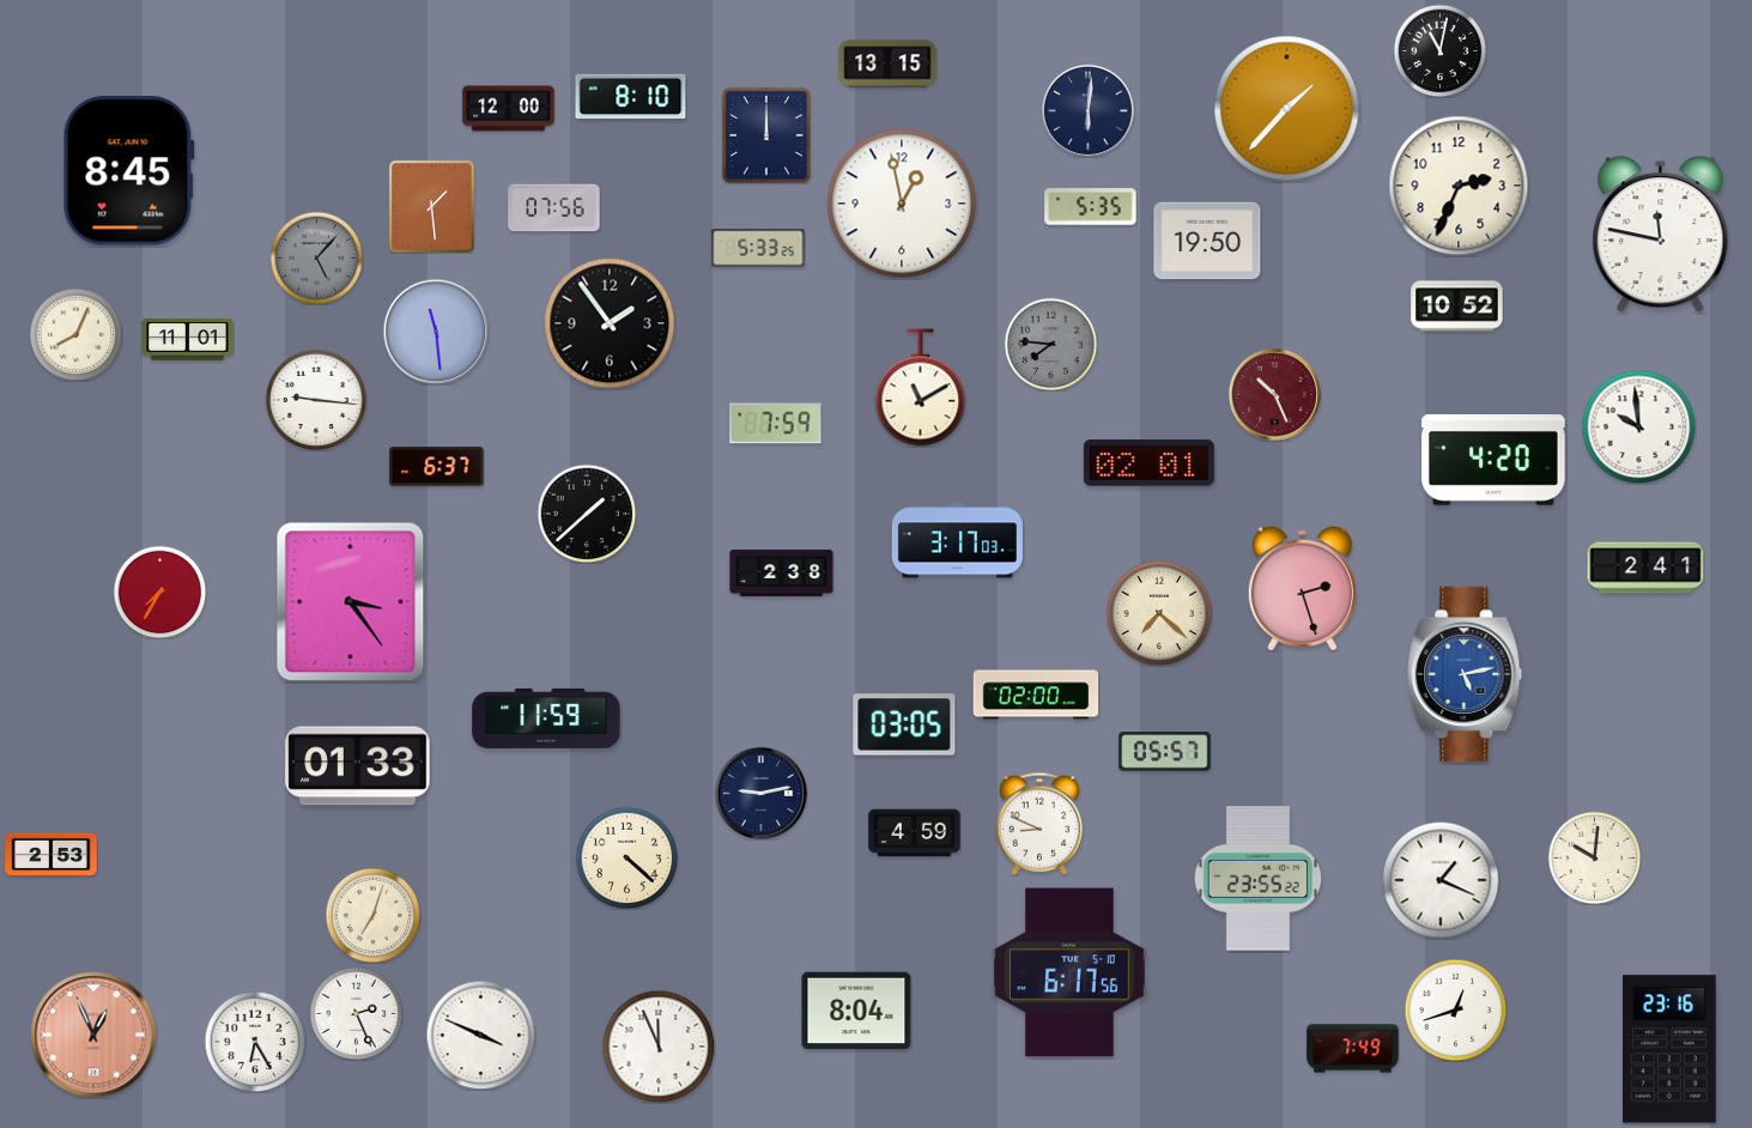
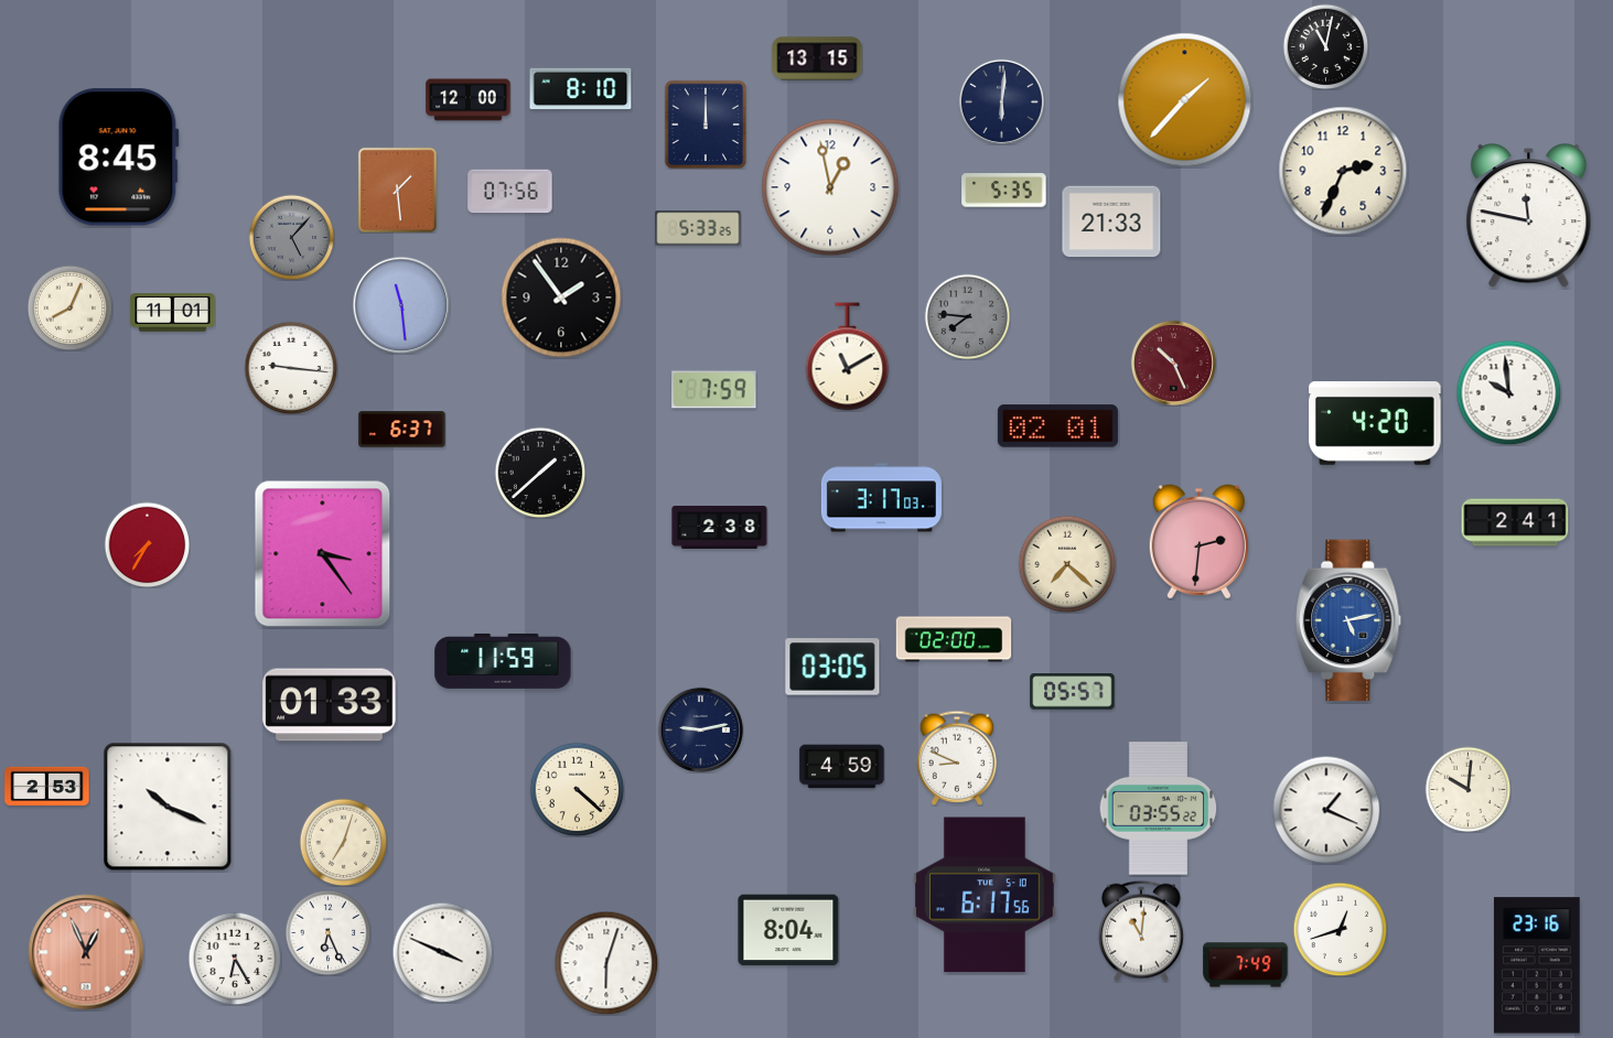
clock at (1207, 241): 19:50 -> 21:33
clock at (1457, 307): 10:52 -> none
clock at (1302, 589): 2:27 -> 2:31
clock at (168, 807): none -> 10:19
clock at (1259, 879): 23:55 -> 03:55
clock at (1141, 931): none -> 11:01
clock at (356, 1013): 2:26 -> 6:26
clock at (659, 1047): 11:56 -> 6:03
